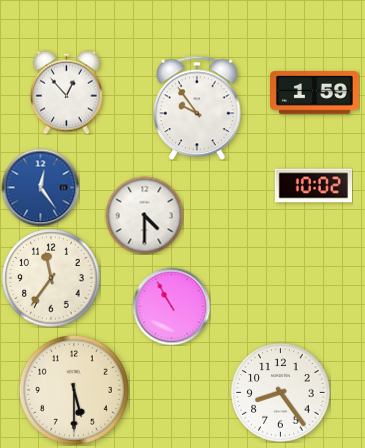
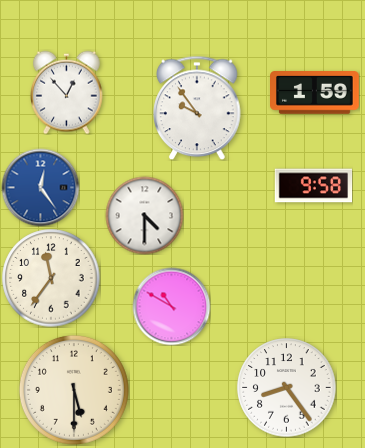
clock at (313, 186): 10:02 -> 9:58
clock at (171, 306): 10:55 -> 10:50
clock at (281, 393) position: (281, 393) -> (287, 388)
